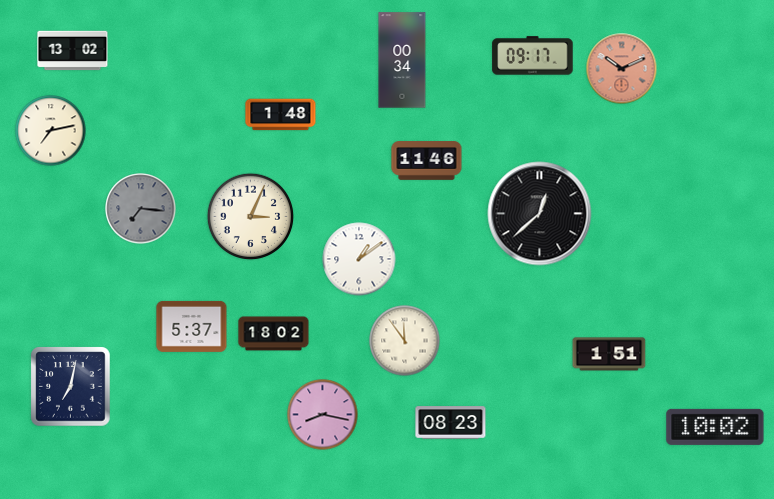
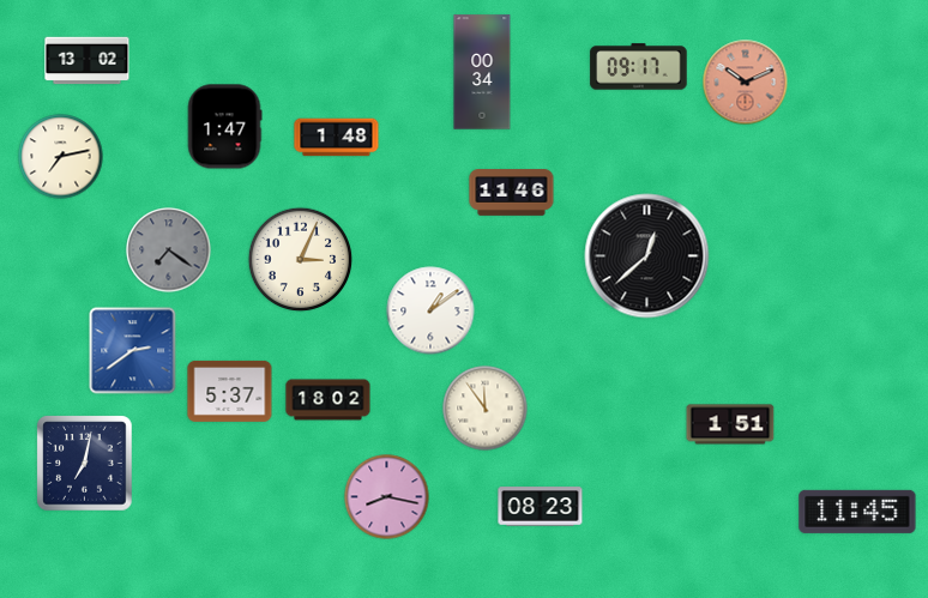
clock at (224, 127): none -> 1:47
clock at (141, 209): 7:16 -> 7:21
clock at (133, 351): none -> 2:39
clock at (715, 427): 10:02 -> 11:45
